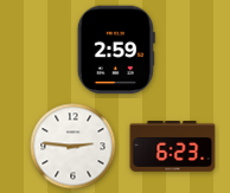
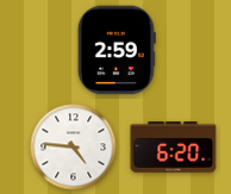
clock at (74, 147): 2:46 -> 4:46
clock at (173, 147): 6:23 -> 6:20
